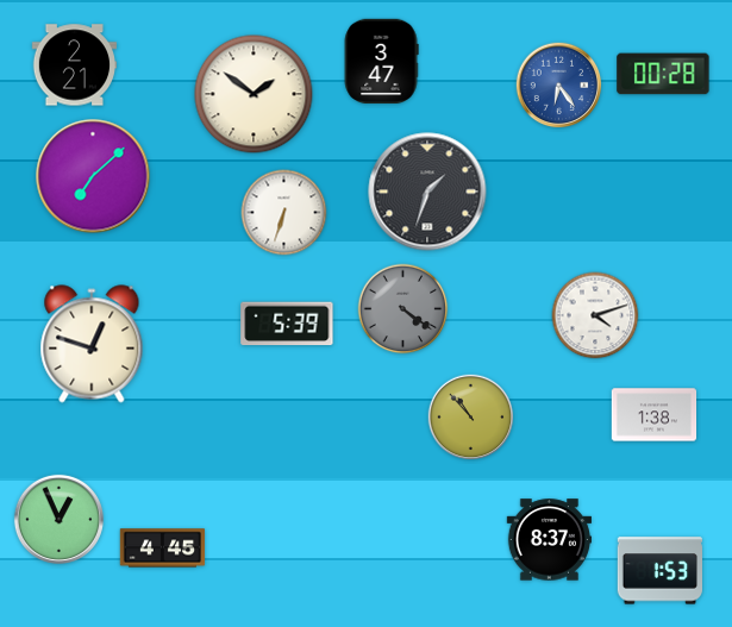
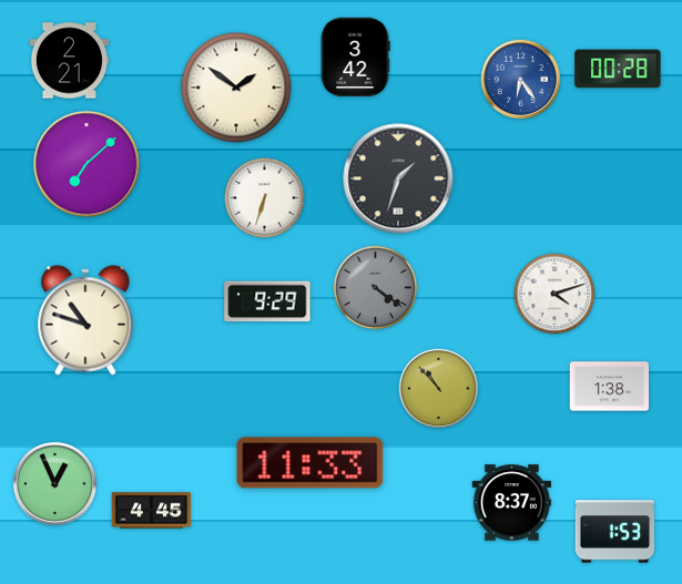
clock at (381, 61): 3:47 -> 3:42
clock at (287, 324): 5:39 -> 9:29
clock at (92, 344): 12:48 -> 10:48
clock at (311, 463): none -> 11:33
